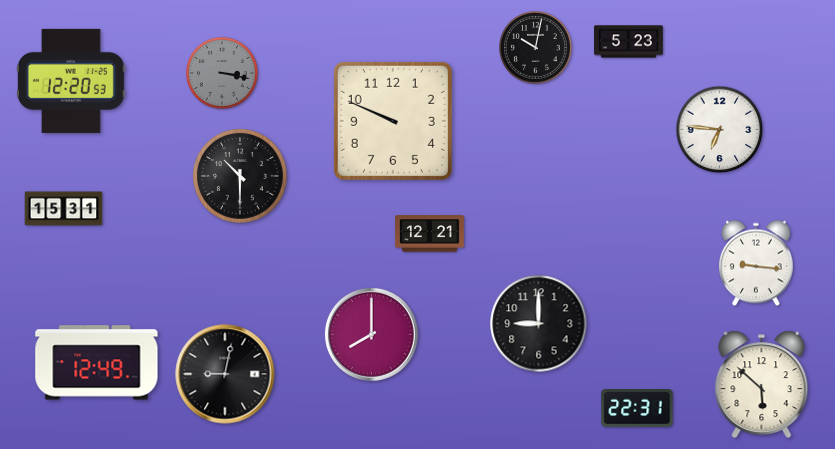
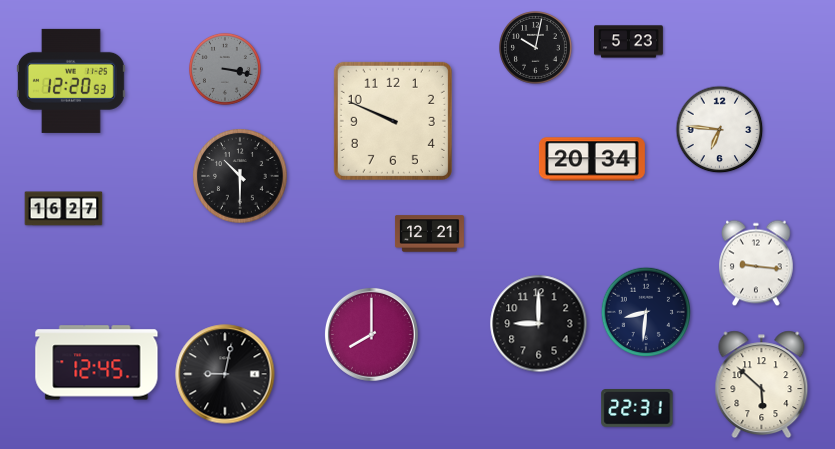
clock at (222, 73) position: (222, 73) -> (225, 69)
clock at (592, 159): none -> 20:34
clock at (64, 209): 15:31 -> 16:27
clock at (645, 311): none -> 8:31
clock at (97, 363): 12:49 -> 12:45
